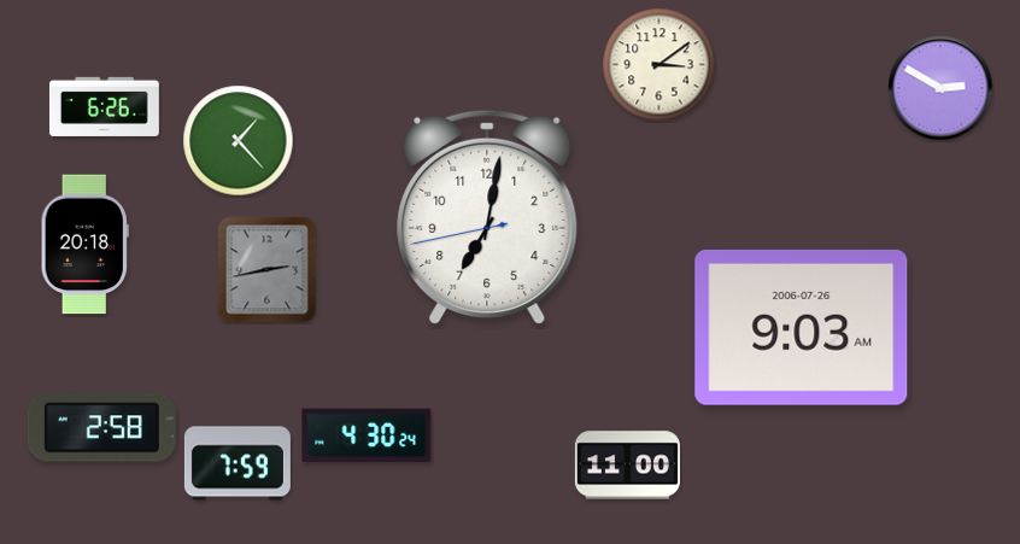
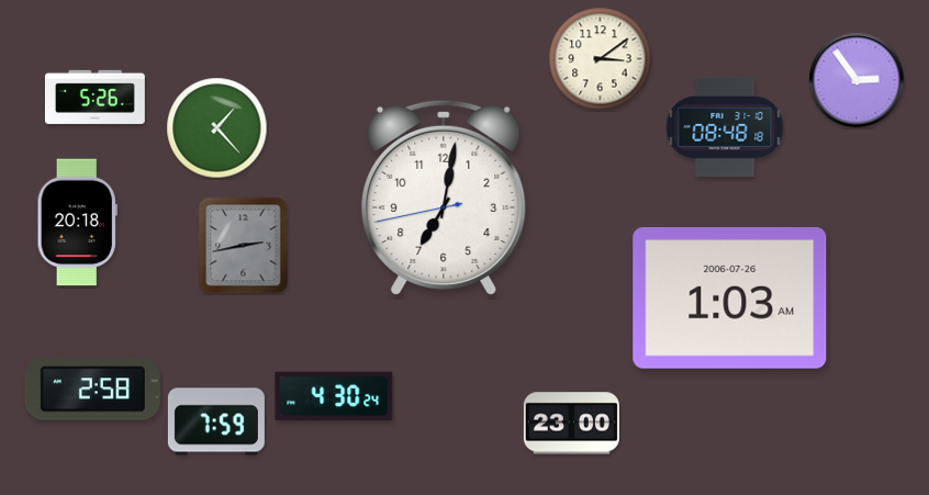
clock at (940, 88): 2:50 -> 2:54
clock at (104, 106): 6:26 -> 5:26
clock at (725, 127): none -> 08:48
clock at (802, 327): 9:03 -> 1:03
clock at (627, 466): 11:00 -> 23:00
